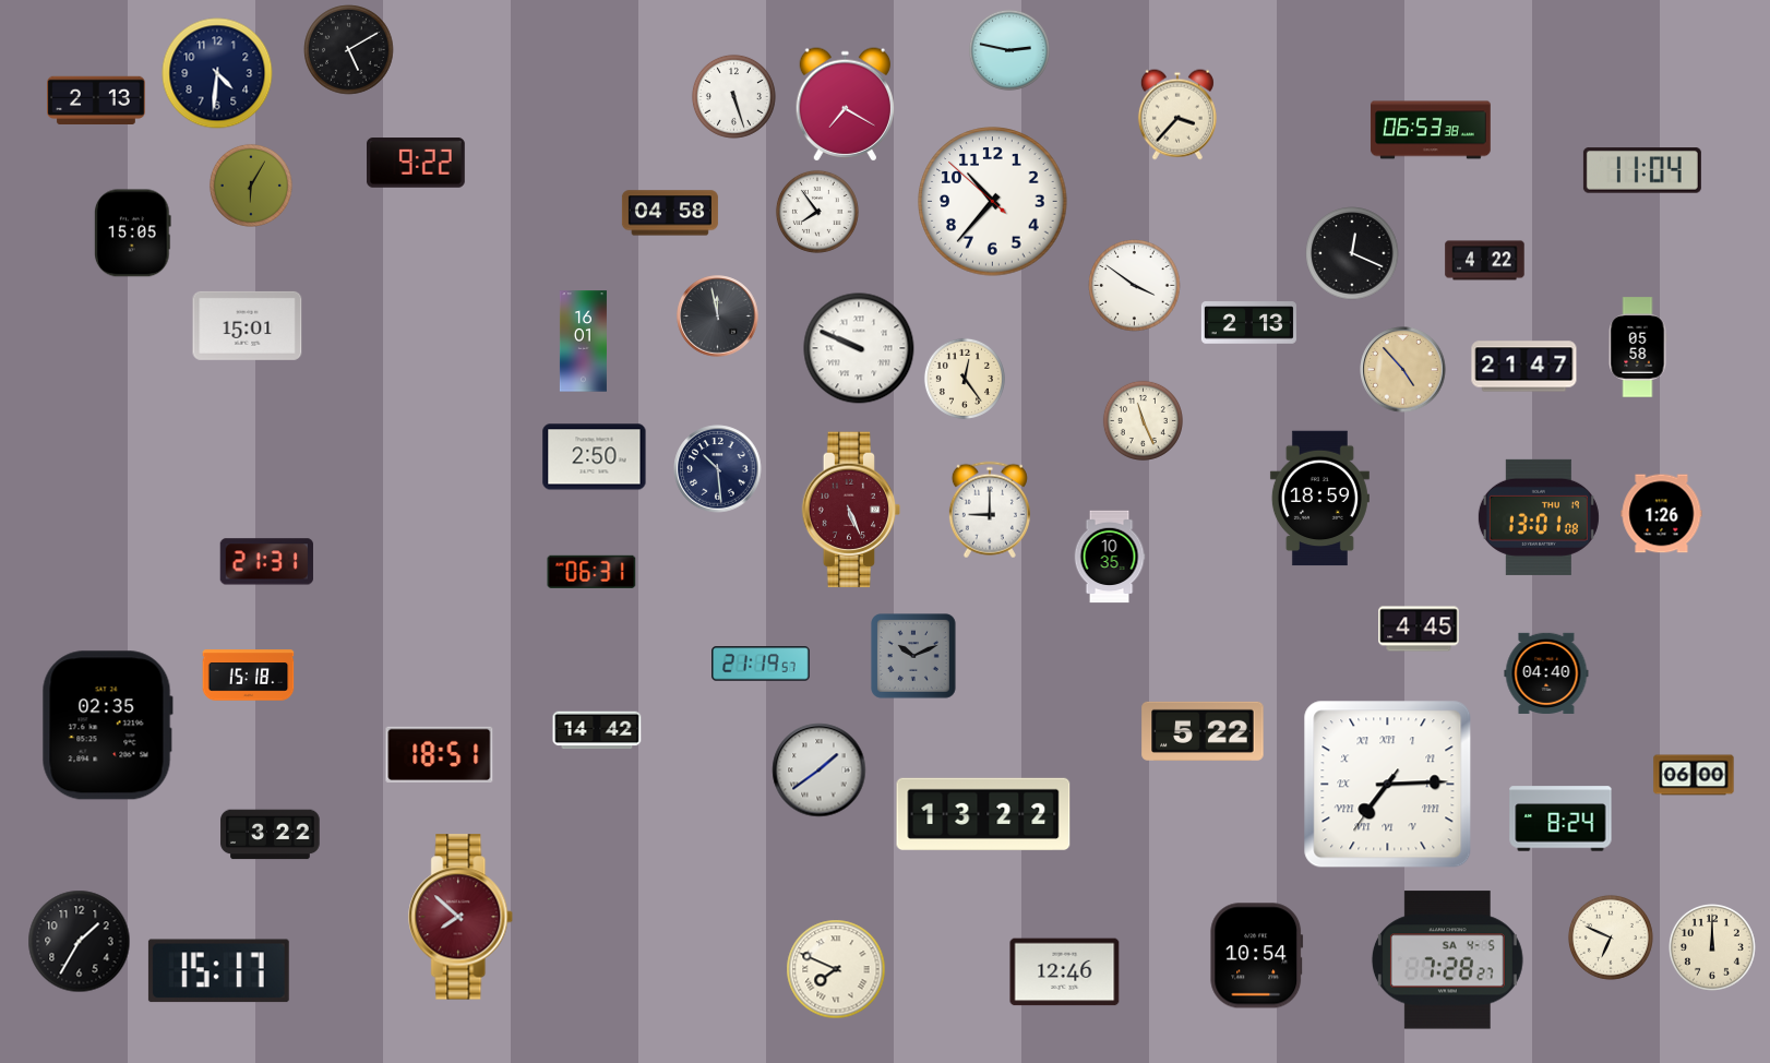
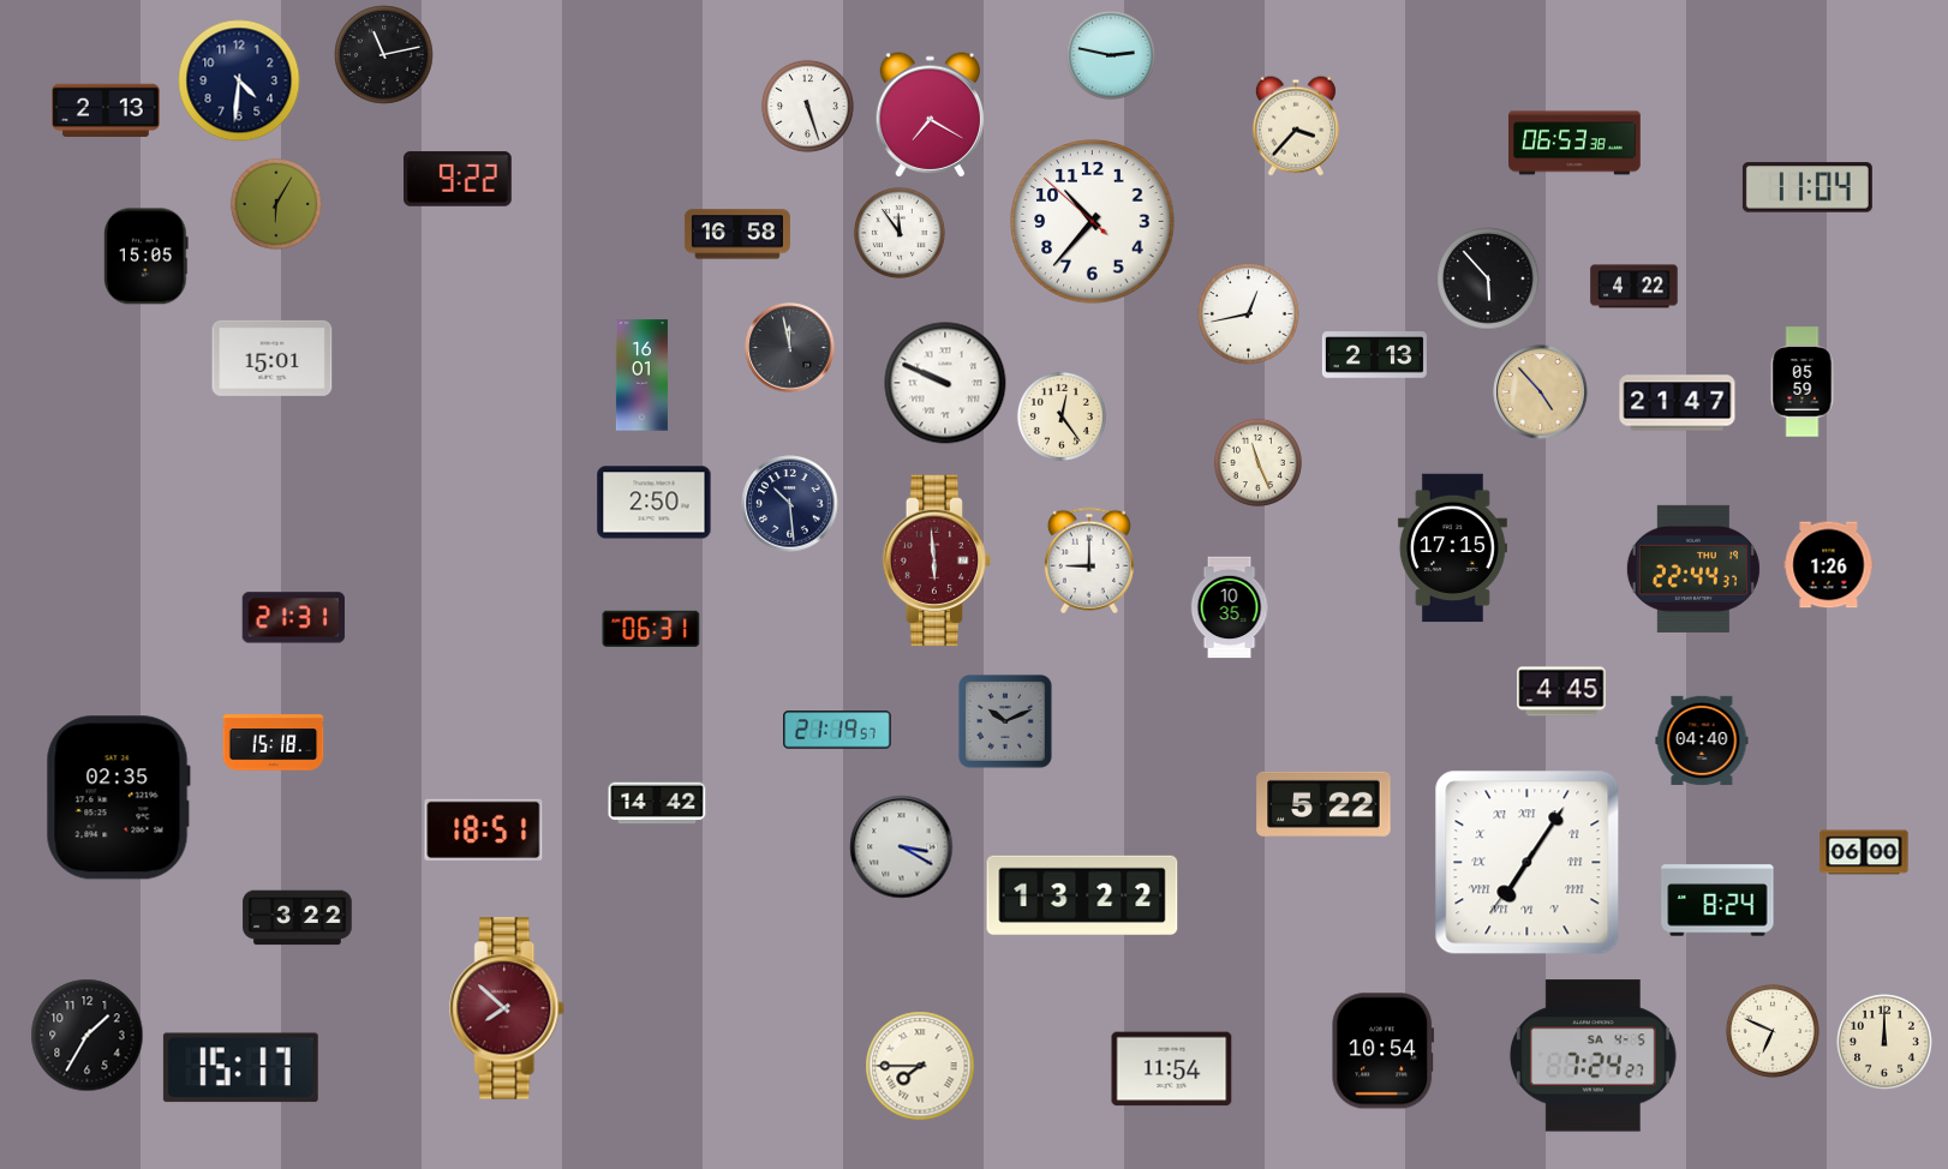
clock at (349, 50): 5:10 -> 11:13
clock at (817, 212): 7:54 -> 11:54
clock at (670, 213): 04:58 -> 16:58
clock at (1352, 253): 12:19 -> 5:53
clock at (1135, 286): 3:51 -> 12:43
clock at (1638, 347): 05:58 -> 05:59
clock at (1403, 370) position: (1403, 370) -> (1541, 392)
clock at (718, 469) position: (718, 469) -> (790, 504)
clock at (1319, 499): 18:59 -> 17:15
clock at (851, 510): 5:26 -> 5:59
clock at (1539, 517): 13:01 -> 22:44
clock at (1110, 557) position: (1110, 557) -> (1230, 607)
clock at (820, 771): 1:39 -> 3:20
clock at (1388, 785): 7:14 -> 7:05
clock at (1447, 960): 7:28 -> 7:24
clock at (836, 969): 7:49 -> 7:45
clock at (1065, 972): 12:46 -> 11:54
